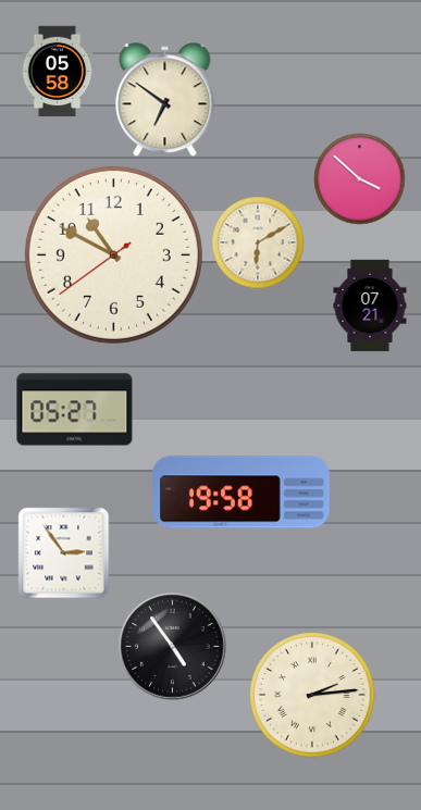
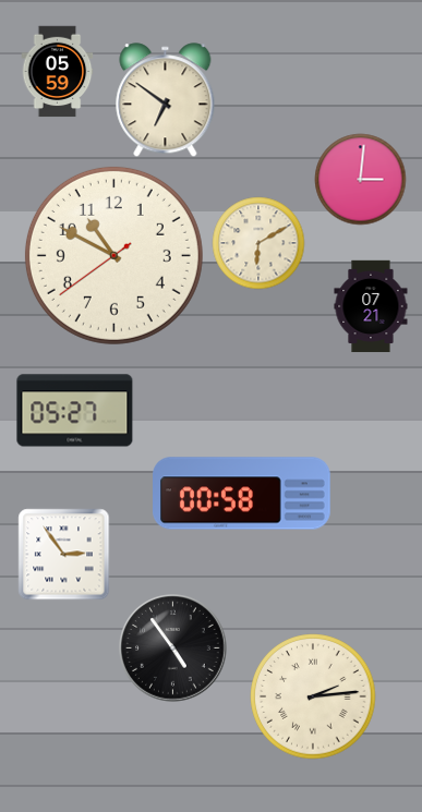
clock at (58, 72): 05:58 -> 05:59
clock at (360, 179): 3:52 -> 3:01
clock at (242, 493): 19:58 -> 00:58
